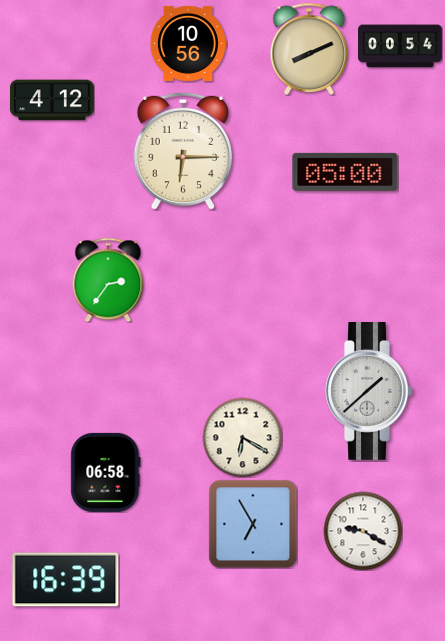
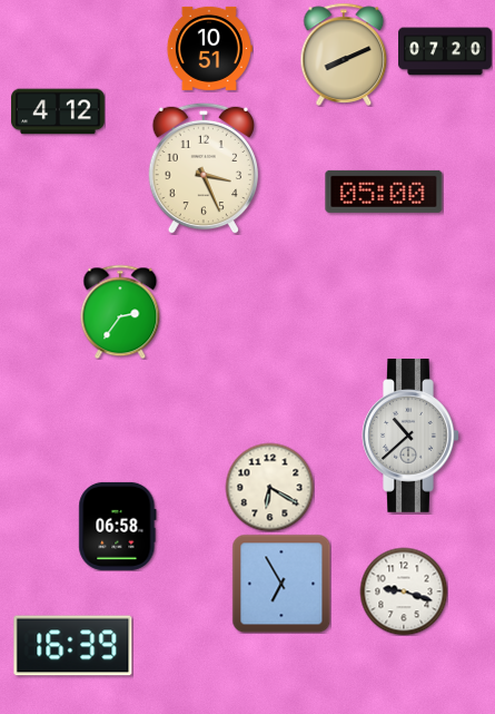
clock at (188, 43): 10:56 -> 10:51
clock at (400, 46): 00:54 -> 07:20
clock at (182, 151): 6:15 -> 3:26
clock at (369, 392): 1:38 -> 10:38
clock at (363, 531): 9:20 -> 9:18
